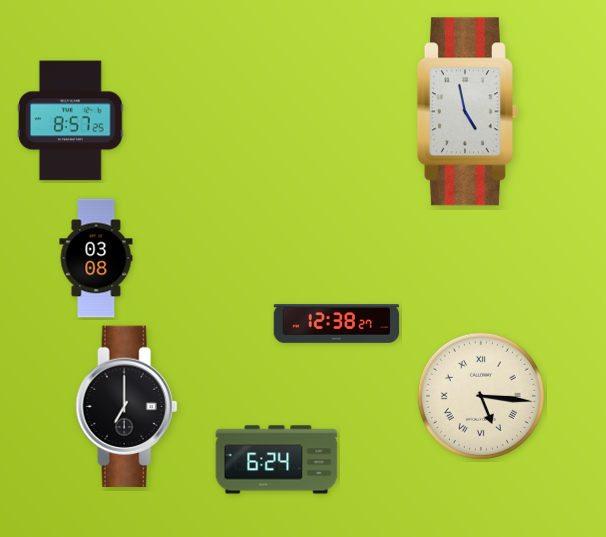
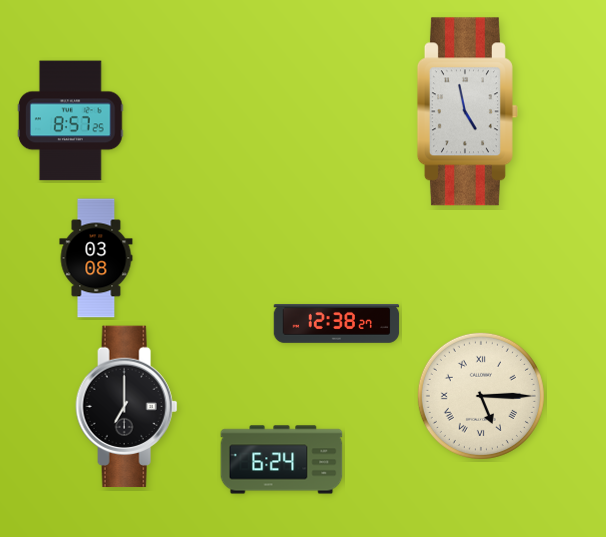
clock at (481, 396): 5:16 -> 5:15
clock at (277, 460) position: (277, 460) -> (282, 460)
